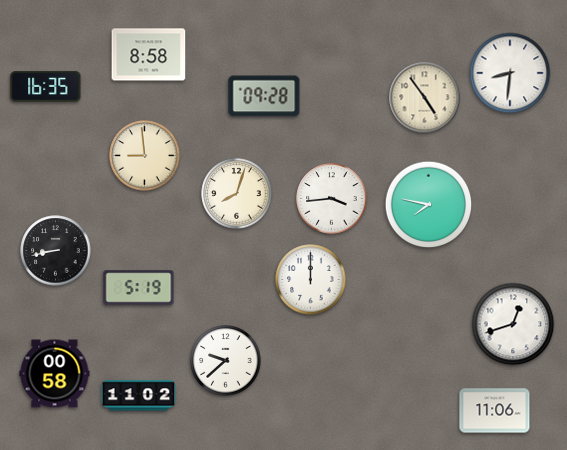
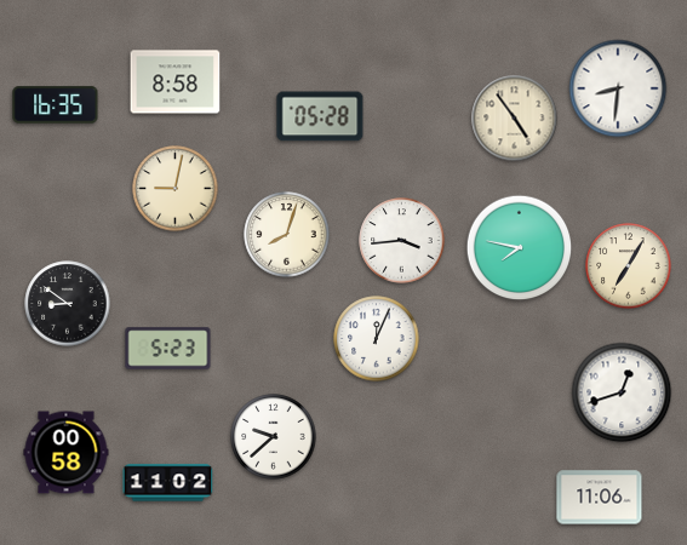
clock at (149, 55) position: (149, 55) -> (176, 82)
clock at (264, 96): 09:28 -> 05:28
clock at (145, 156): 8:59 -> 9:02
clock at (629, 266): none -> 7:05
clock at (56, 251): 8:43 -> 8:51
clock at (311, 280): 12:00 -> 12:04
clock at (139, 288): 5:19 -> 5:23
clock at (139, 396) position: (139, 396) -> (168, 483)
